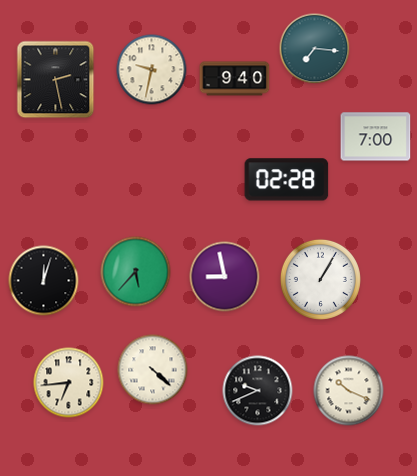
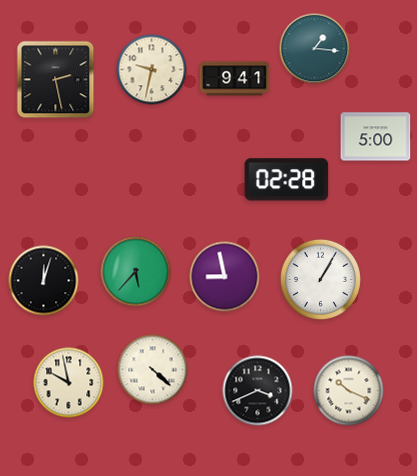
clock at (315, 49): 7:16 -> 1:16
clock at (235, 79): 9:40 -> 9:41
clock at (376, 137): 7:00 -> 5:00
clock at (69, 383): 6:44 -> 9:58
clock at (258, 391): 9:41 -> 3:41
